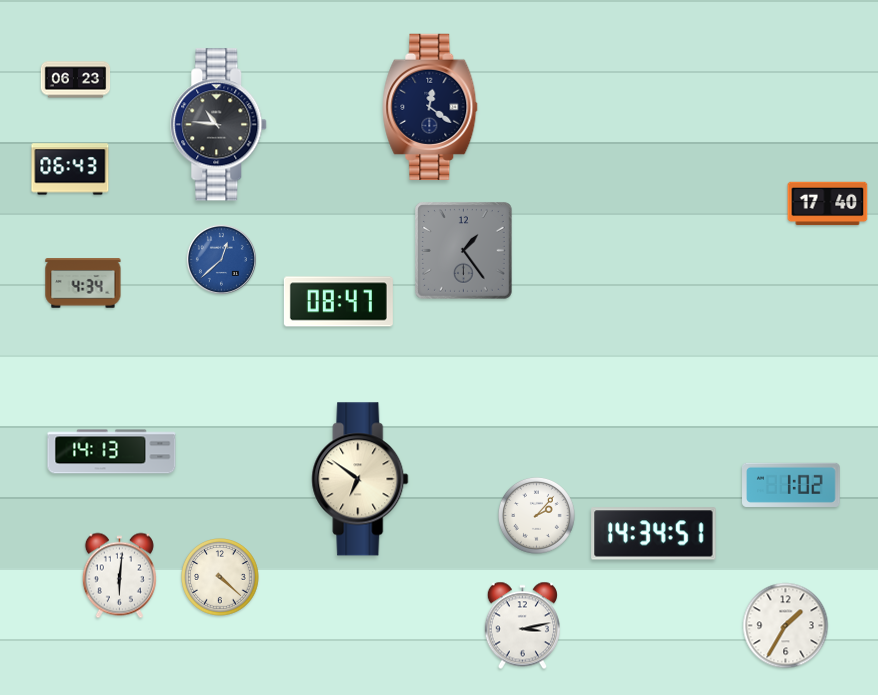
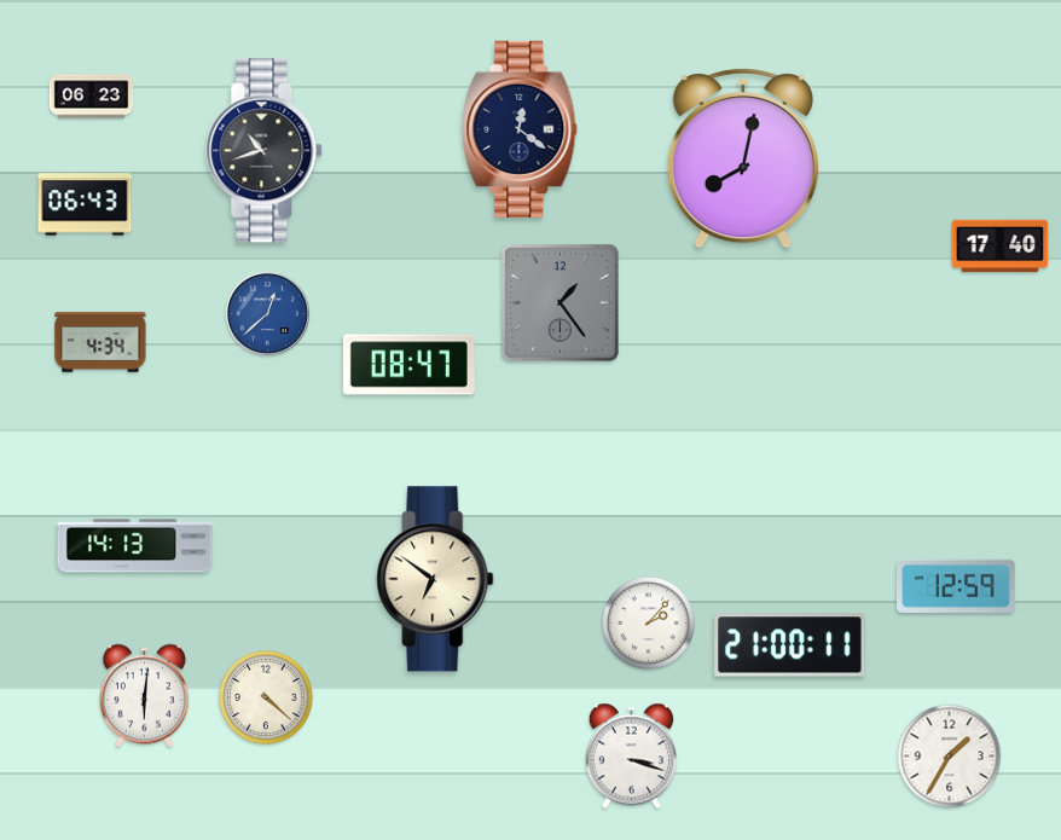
clock at (219, 125): 10:46 -> 10:42
clock at (743, 158): none -> 8:02
clock at (792, 485): 1:02 -> 12:59
clock at (654, 534): 14:34 -> 21:00
clock at (522, 626): 3:13 -> 3:18
